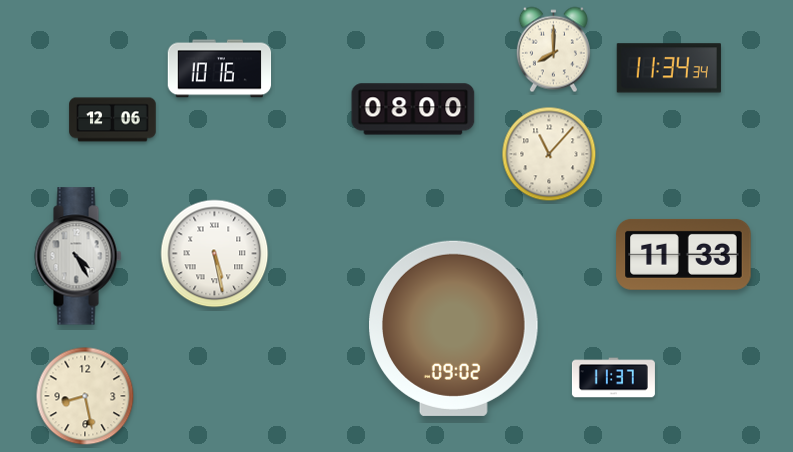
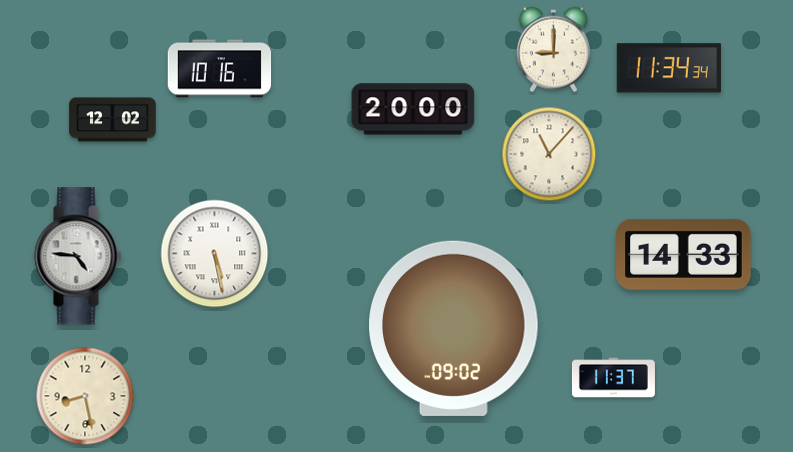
clock at (553, 50): 8:00 -> 9:00
clock at (413, 109): 08:00 -> 20:00
clock at (113, 120): 12:06 -> 12:02
clock at (684, 254): 11:33 -> 14:33
clock at (78, 256): 4:25 -> 4:46
